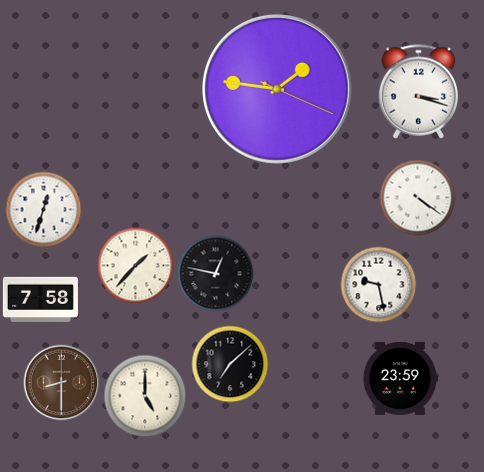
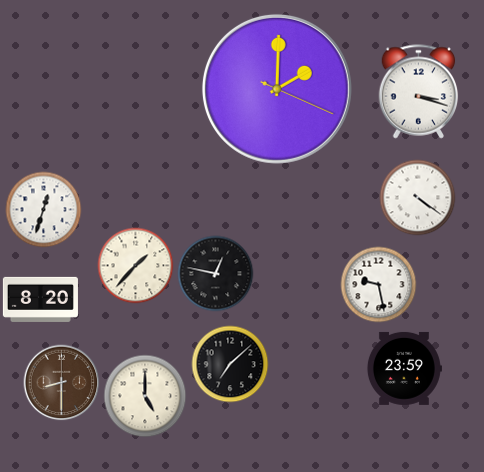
clock at (277, 89): 1:46 -> 2:00
clock at (40, 299): 7:58 -> 8:20
clock at (400, 378) position: (400, 378) -> (404, 368)
